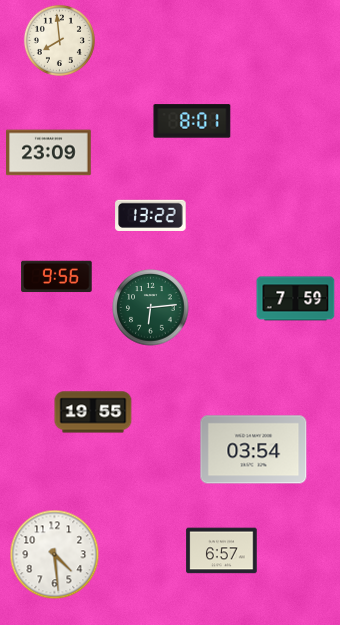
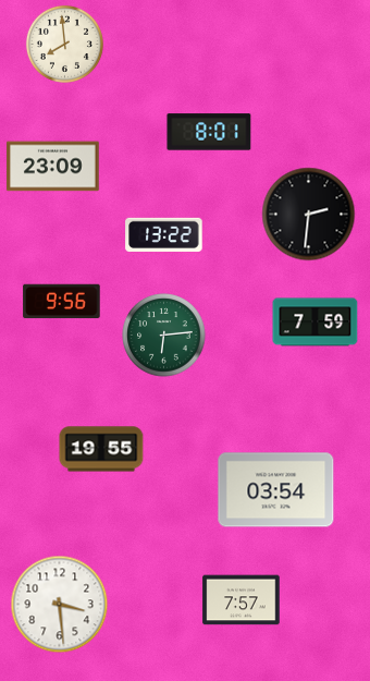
clock at (309, 215): none -> 2:31
clock at (296, 299) position: (296, 299) -> (316, 323)
clock at (222, 551): 6:57 -> 7:57
clock at (55, 555): 4:29 -> 3:29
